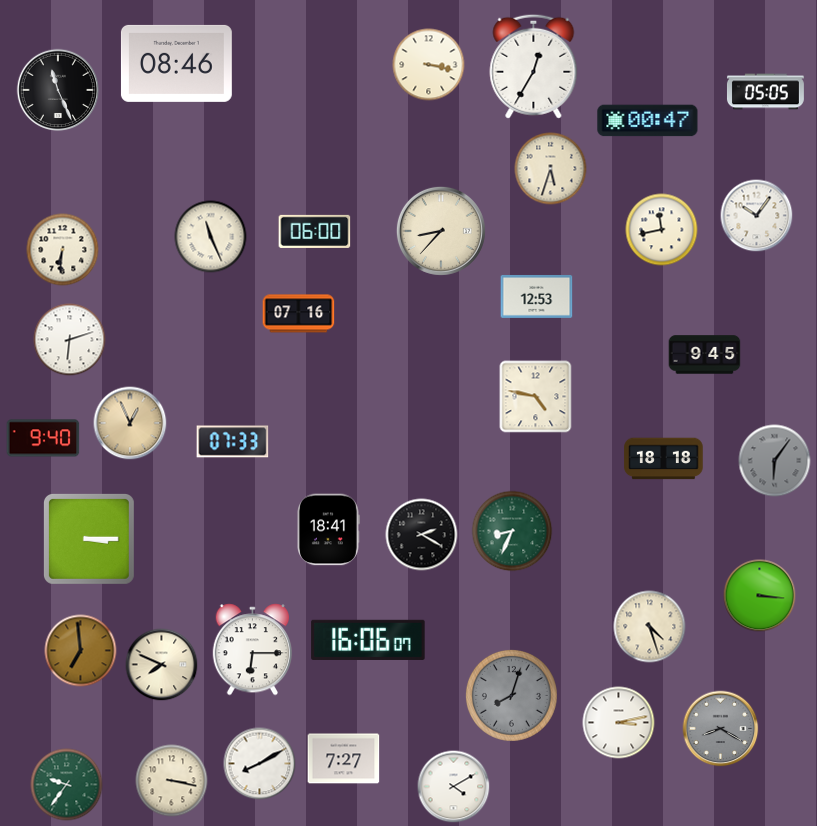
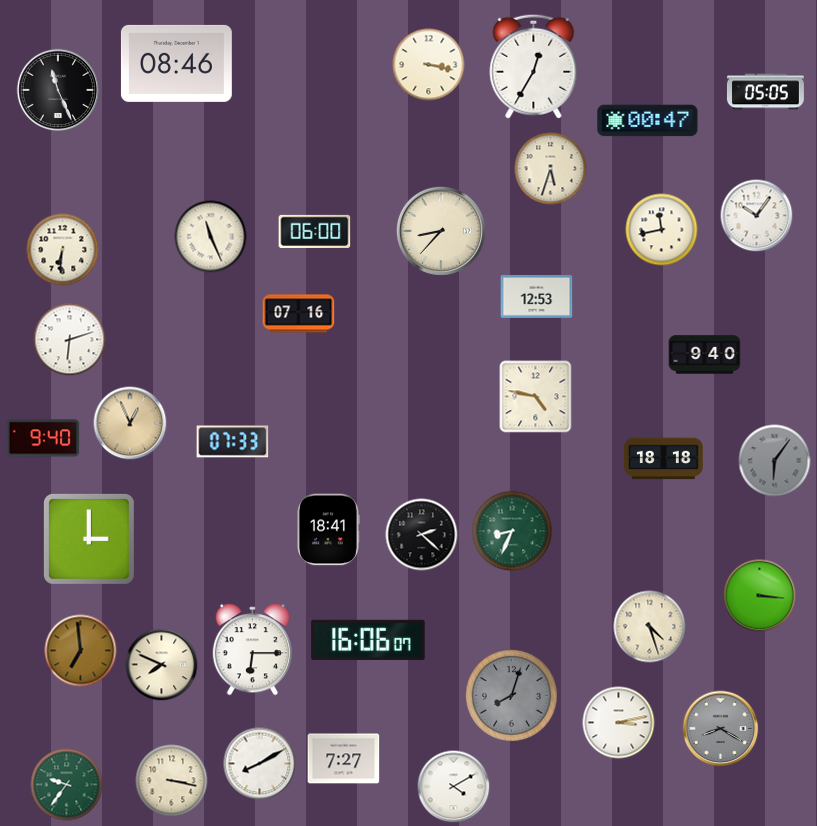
clock at (705, 355): 9:45 -> 9:40
clock at (422, 535): 2:20 -> 2:22
clock at (89, 539): 3:15 -> 3:00
